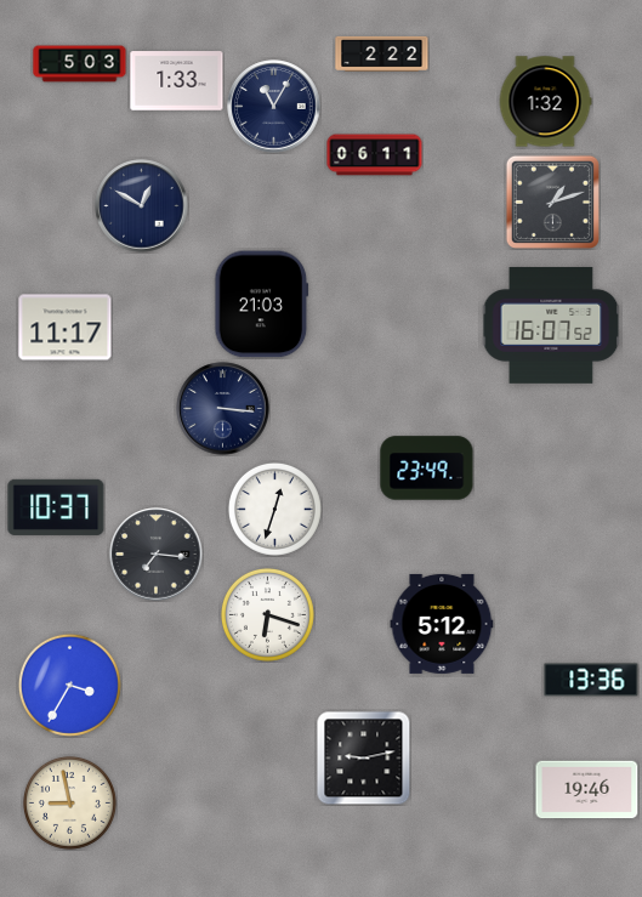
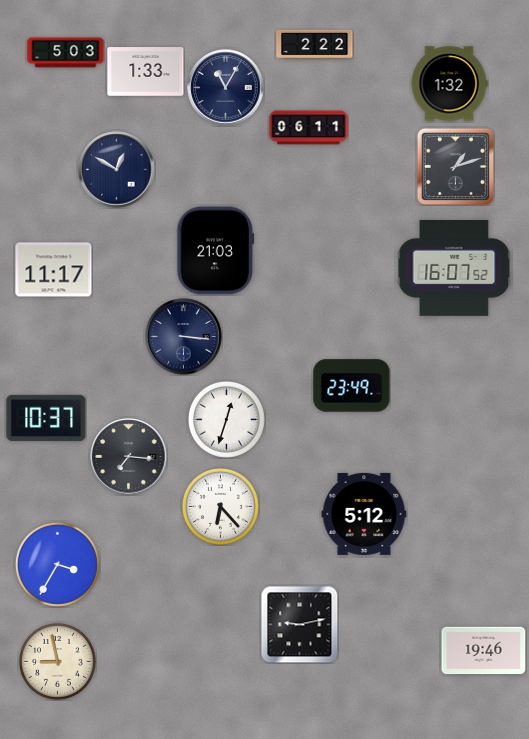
clock at (177, 81) position: (177, 81) -> (146, 72)
clock at (267, 614): 6:18 -> 6:23
clock at (591, 680): 13:36 -> none
